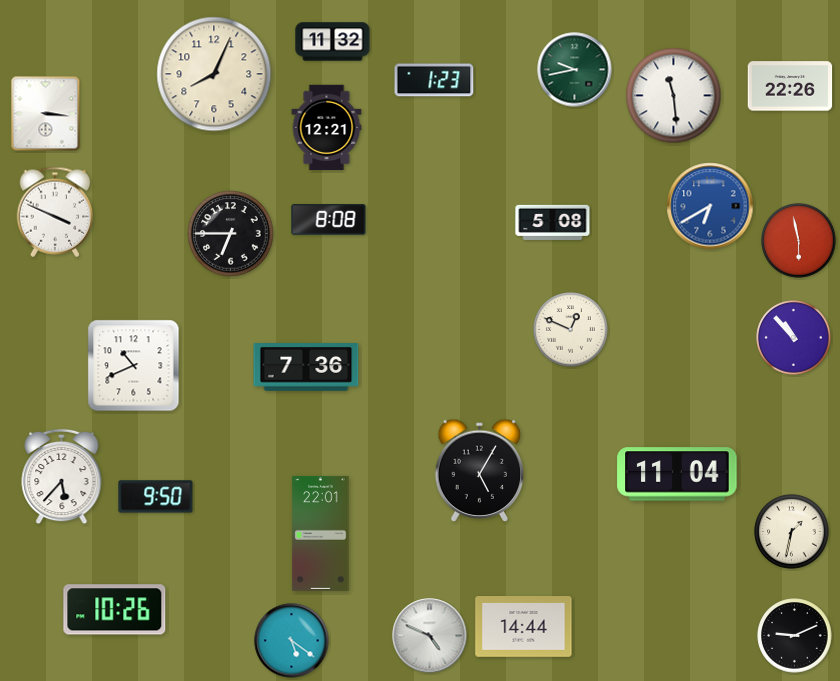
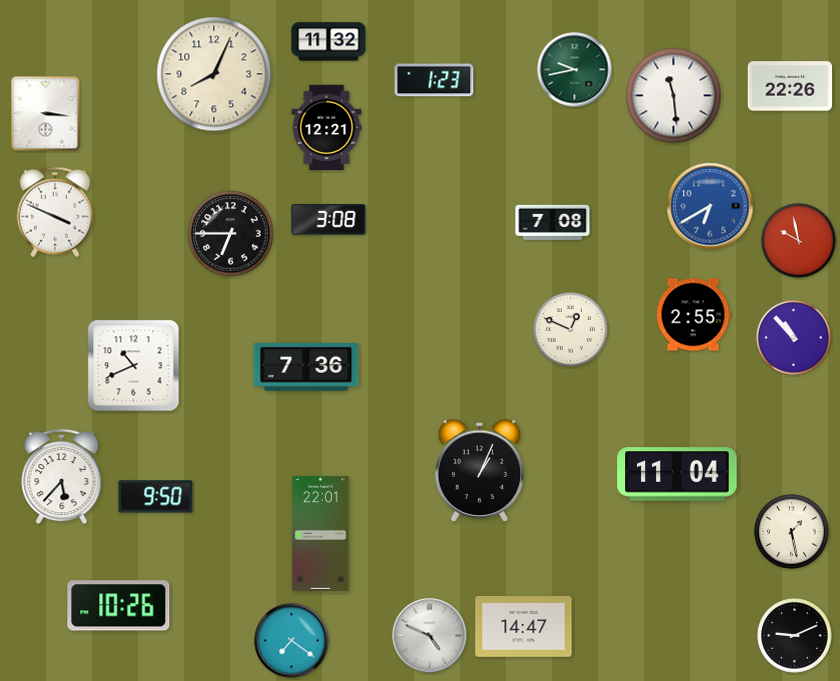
clock at (333, 42) position: (333, 42) -> (329, 42)
clock at (329, 220): 8:08 -> 3:08
clock at (553, 222): 5:08 -> 7:08
clock at (799, 241): 5:58 -> 9:58
clock at (693, 315): none -> 2:55
clock at (480, 471): 5:05 -> 1:04
clock at (792, 532): 1:32 -> 1:28
clock at (115, 610) position: (115, 610) -> (119, 606)
clock at (524, 627): 14:44 -> 14:47
clock at (292, 641): 5:21 -> 7:21
